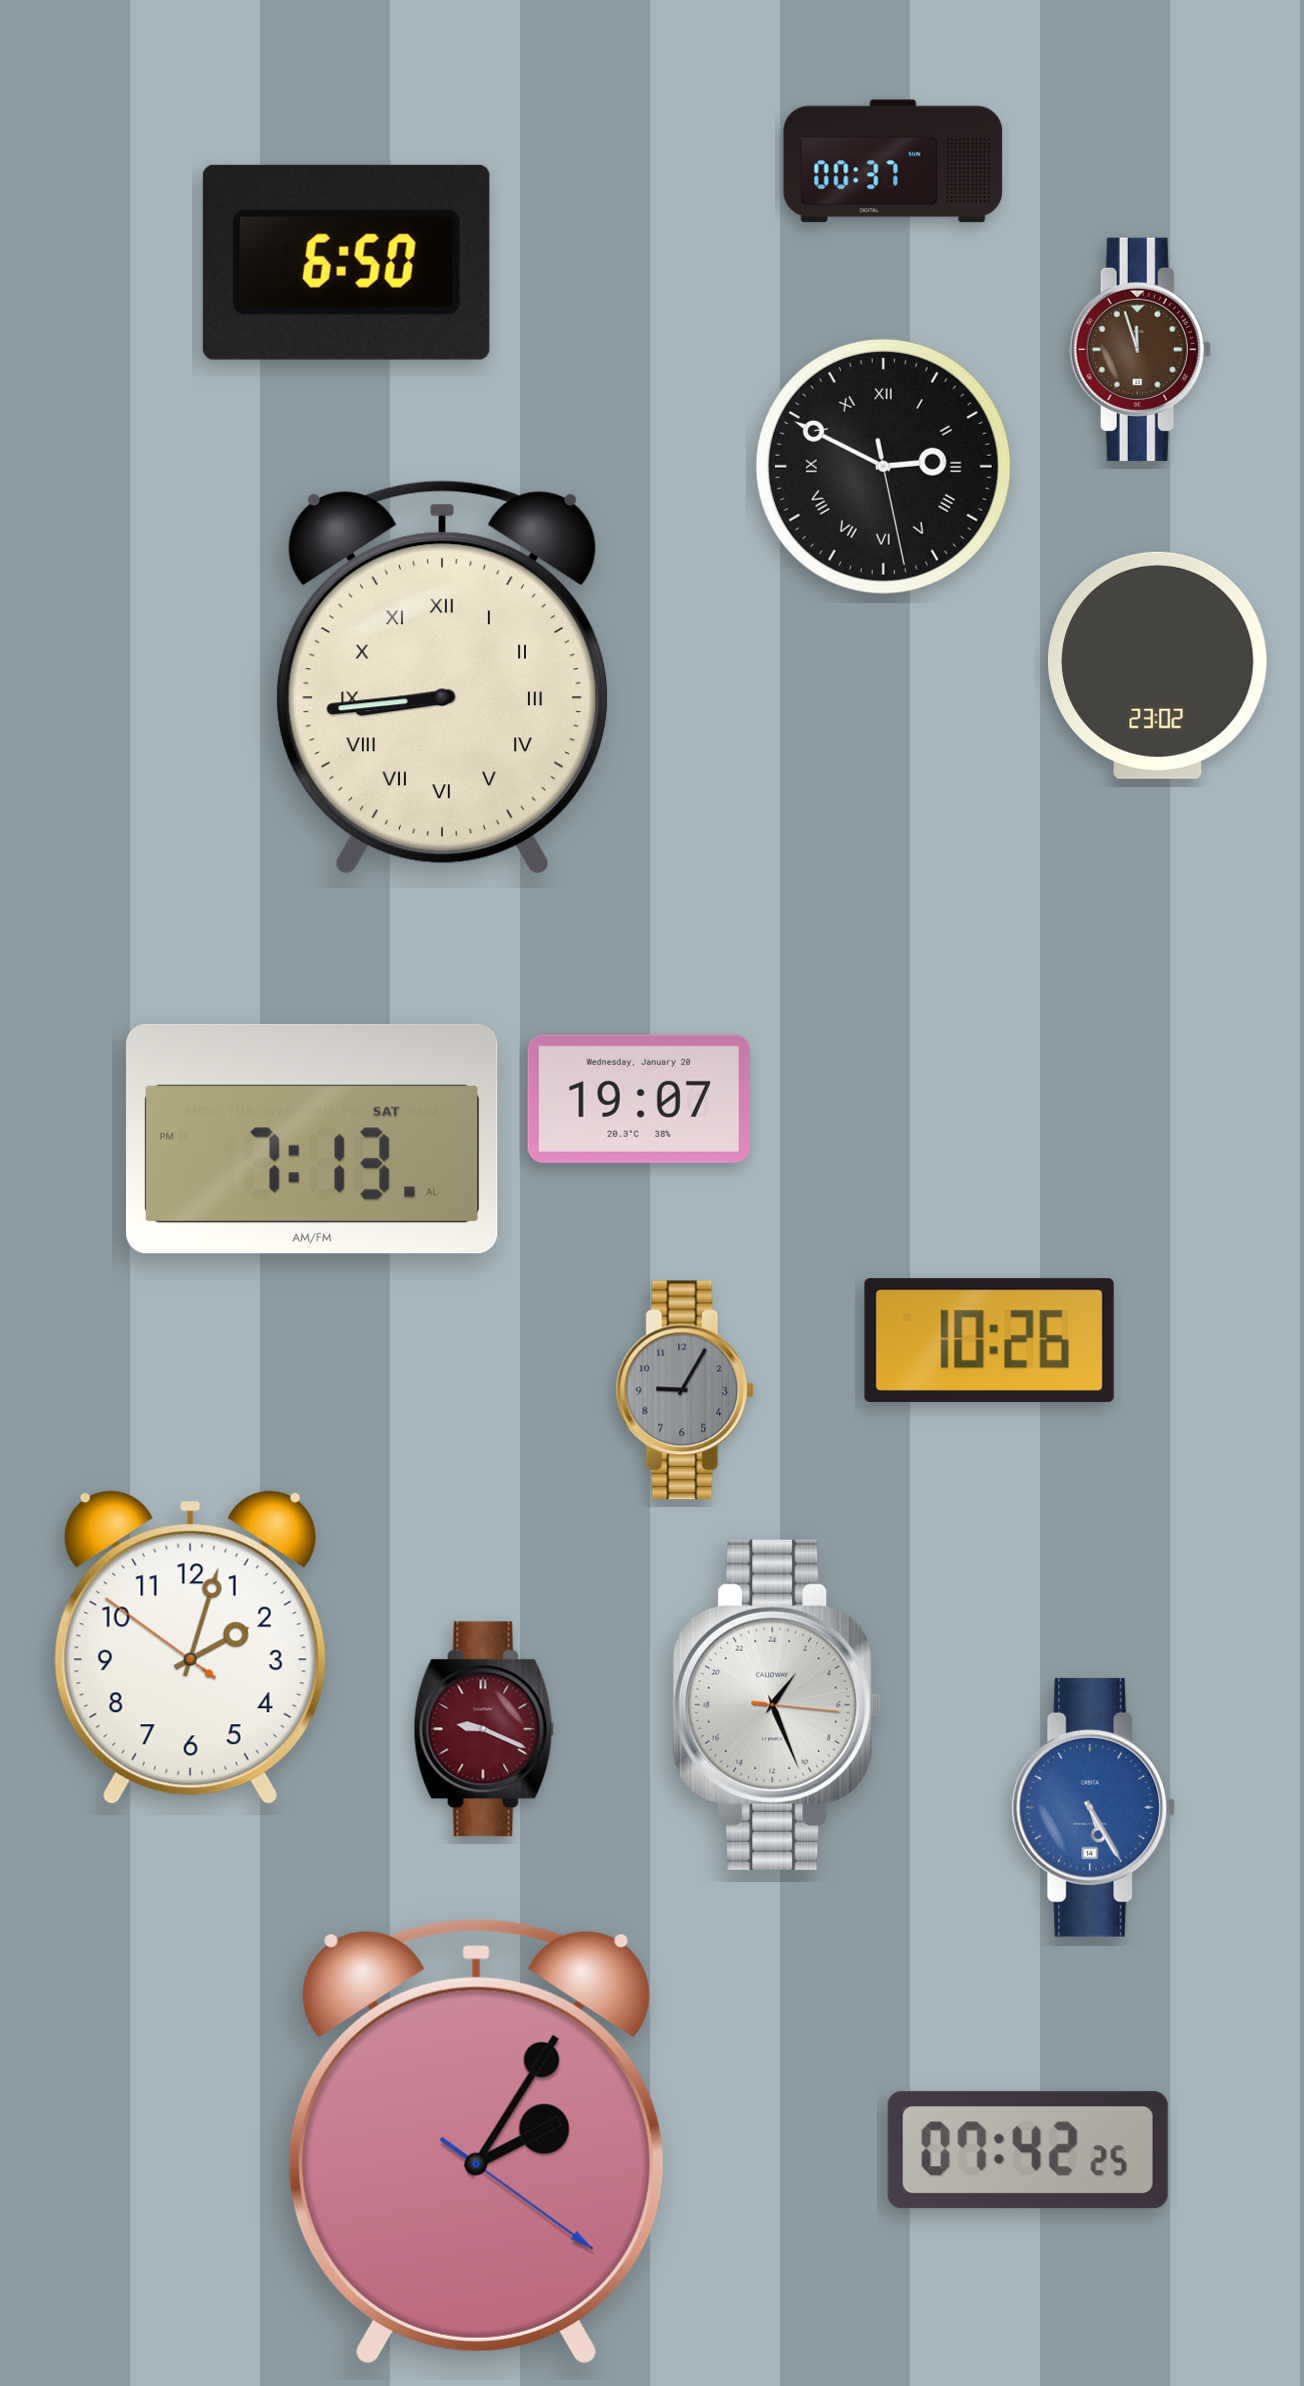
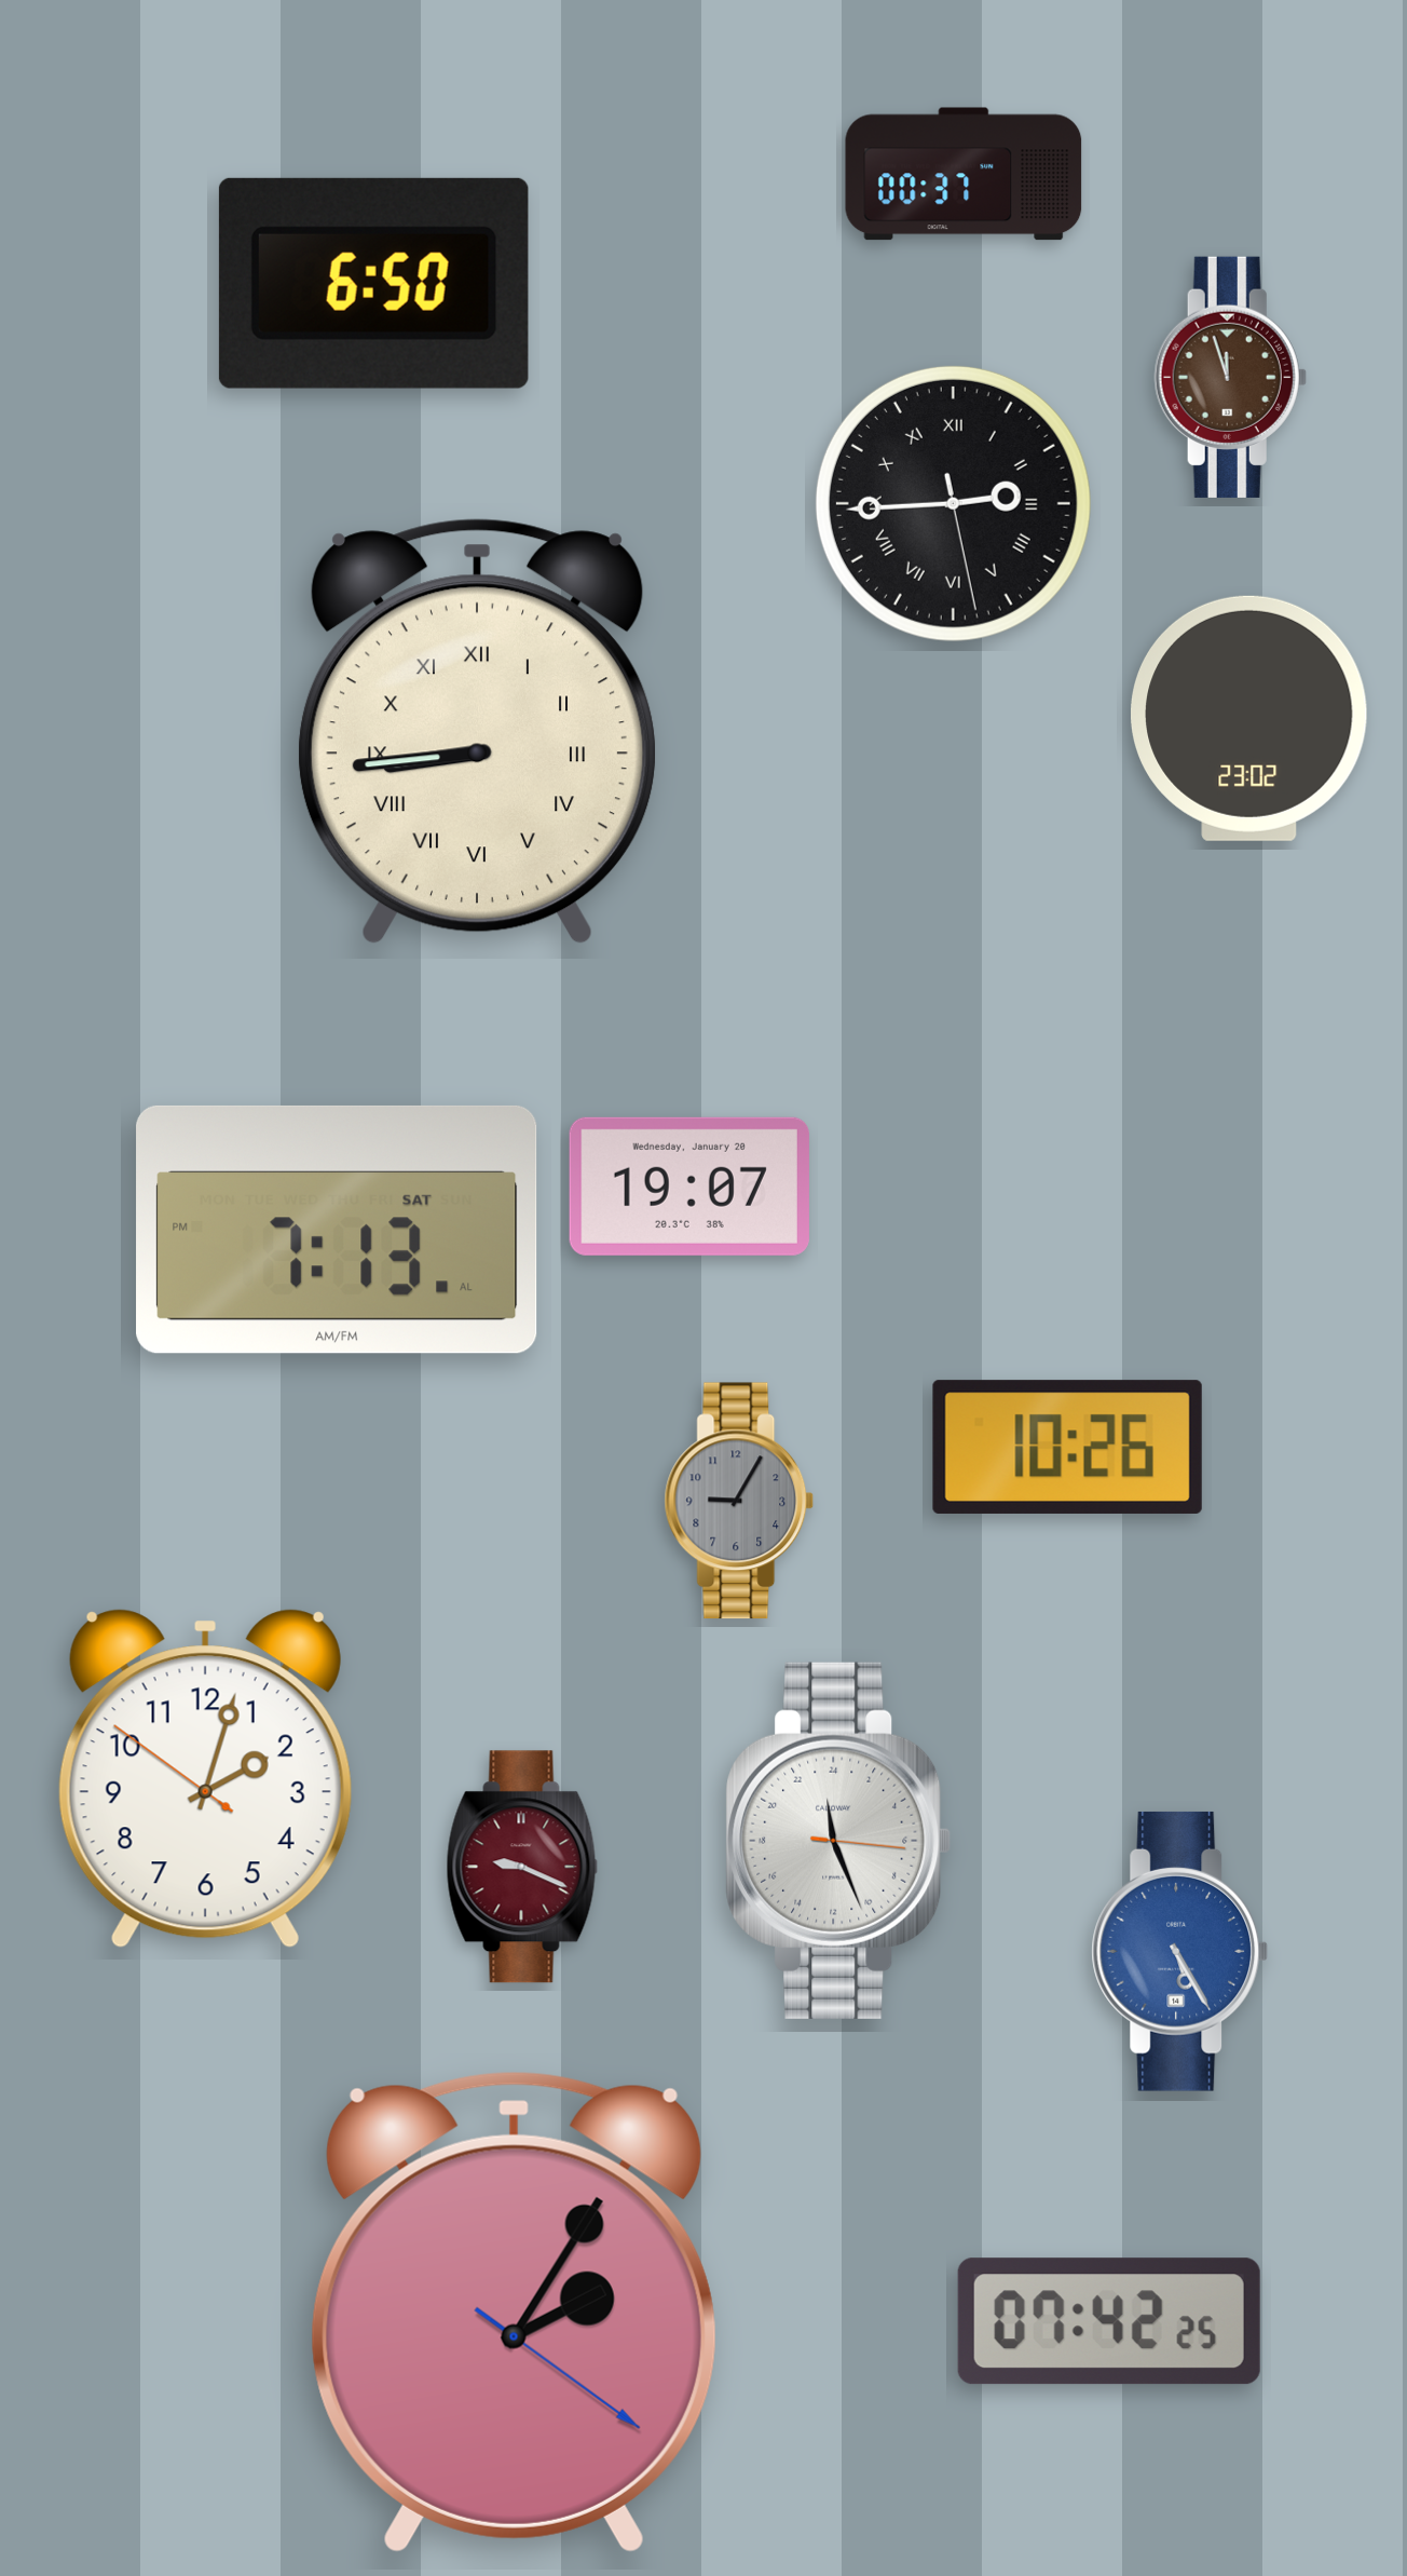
clock at (883, 466): 2:49 -> 2:44
clock at (777, 1705): 2:26 -> 23:26
